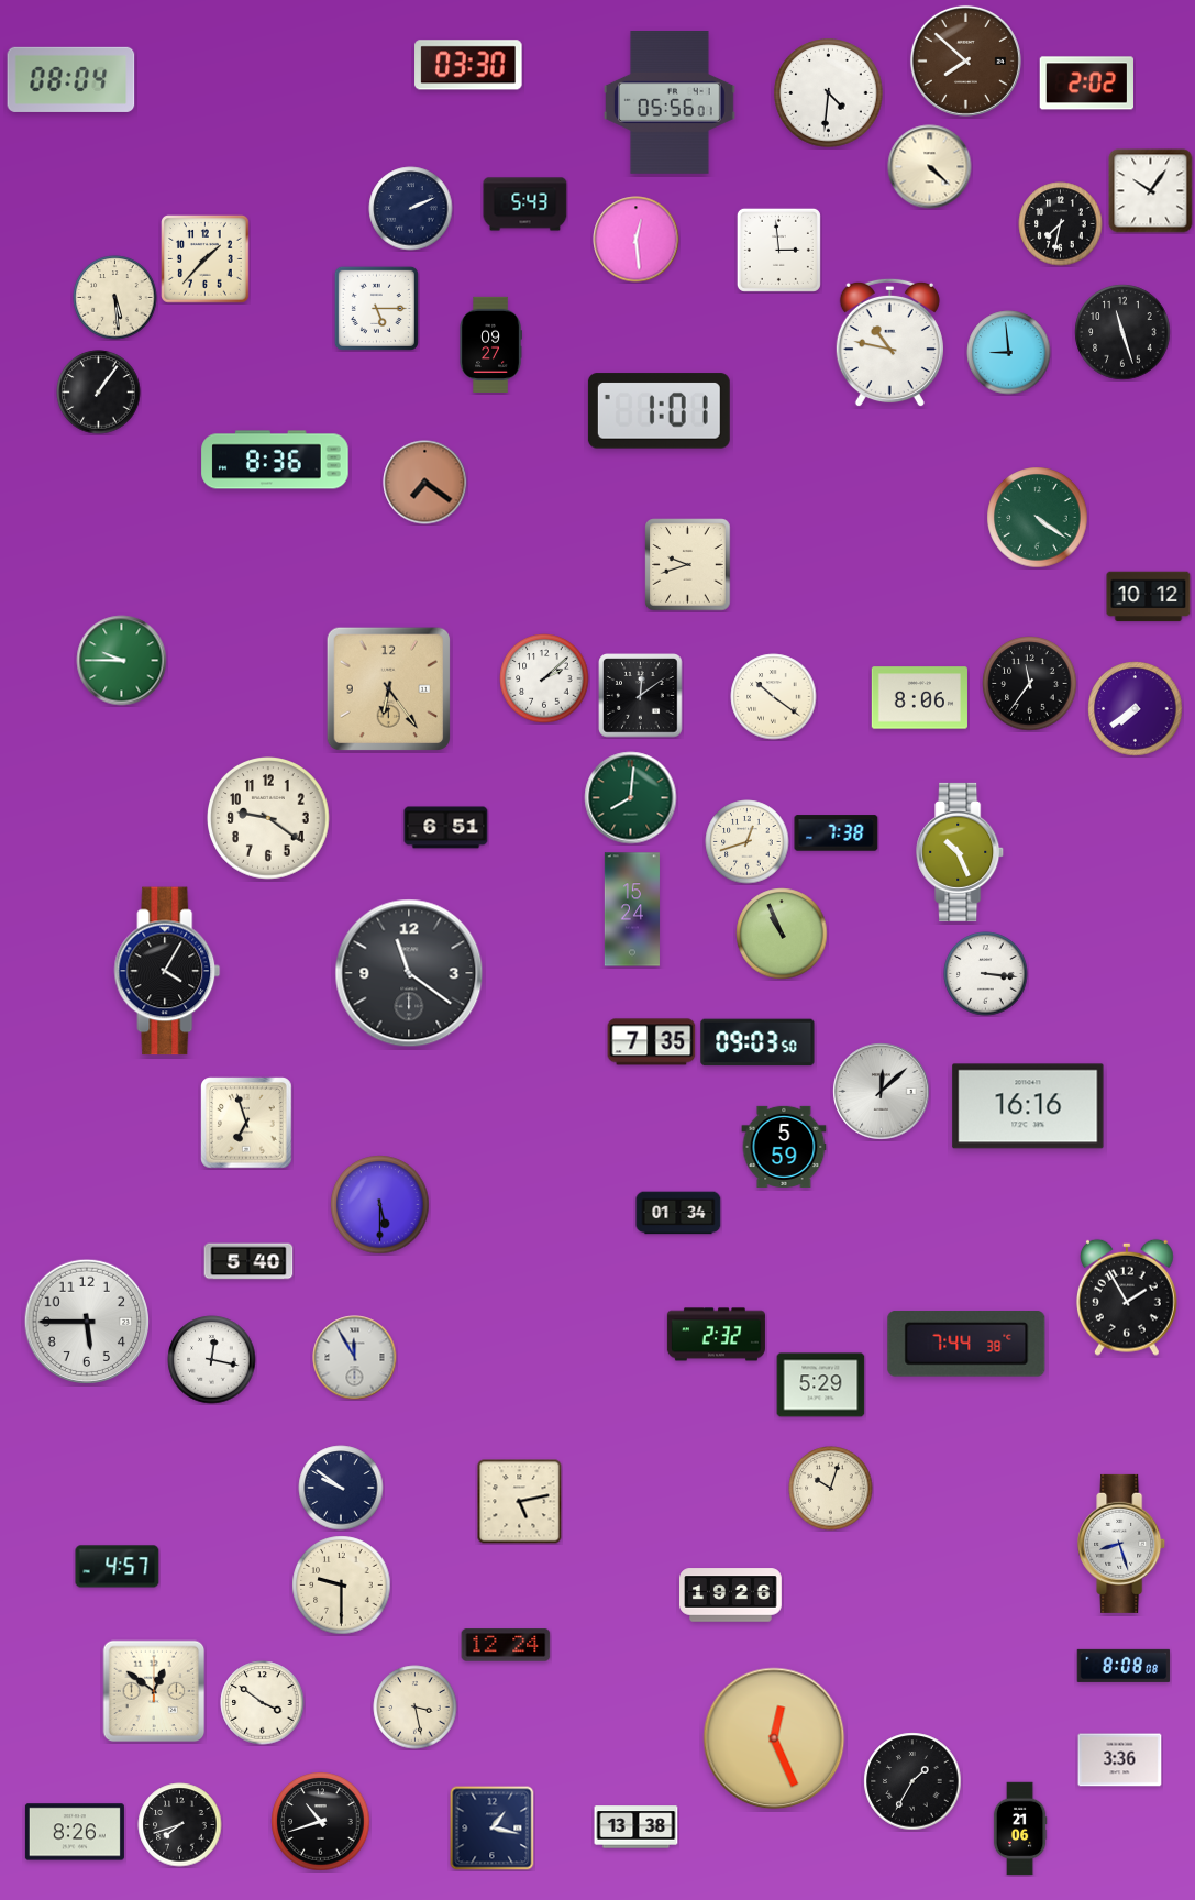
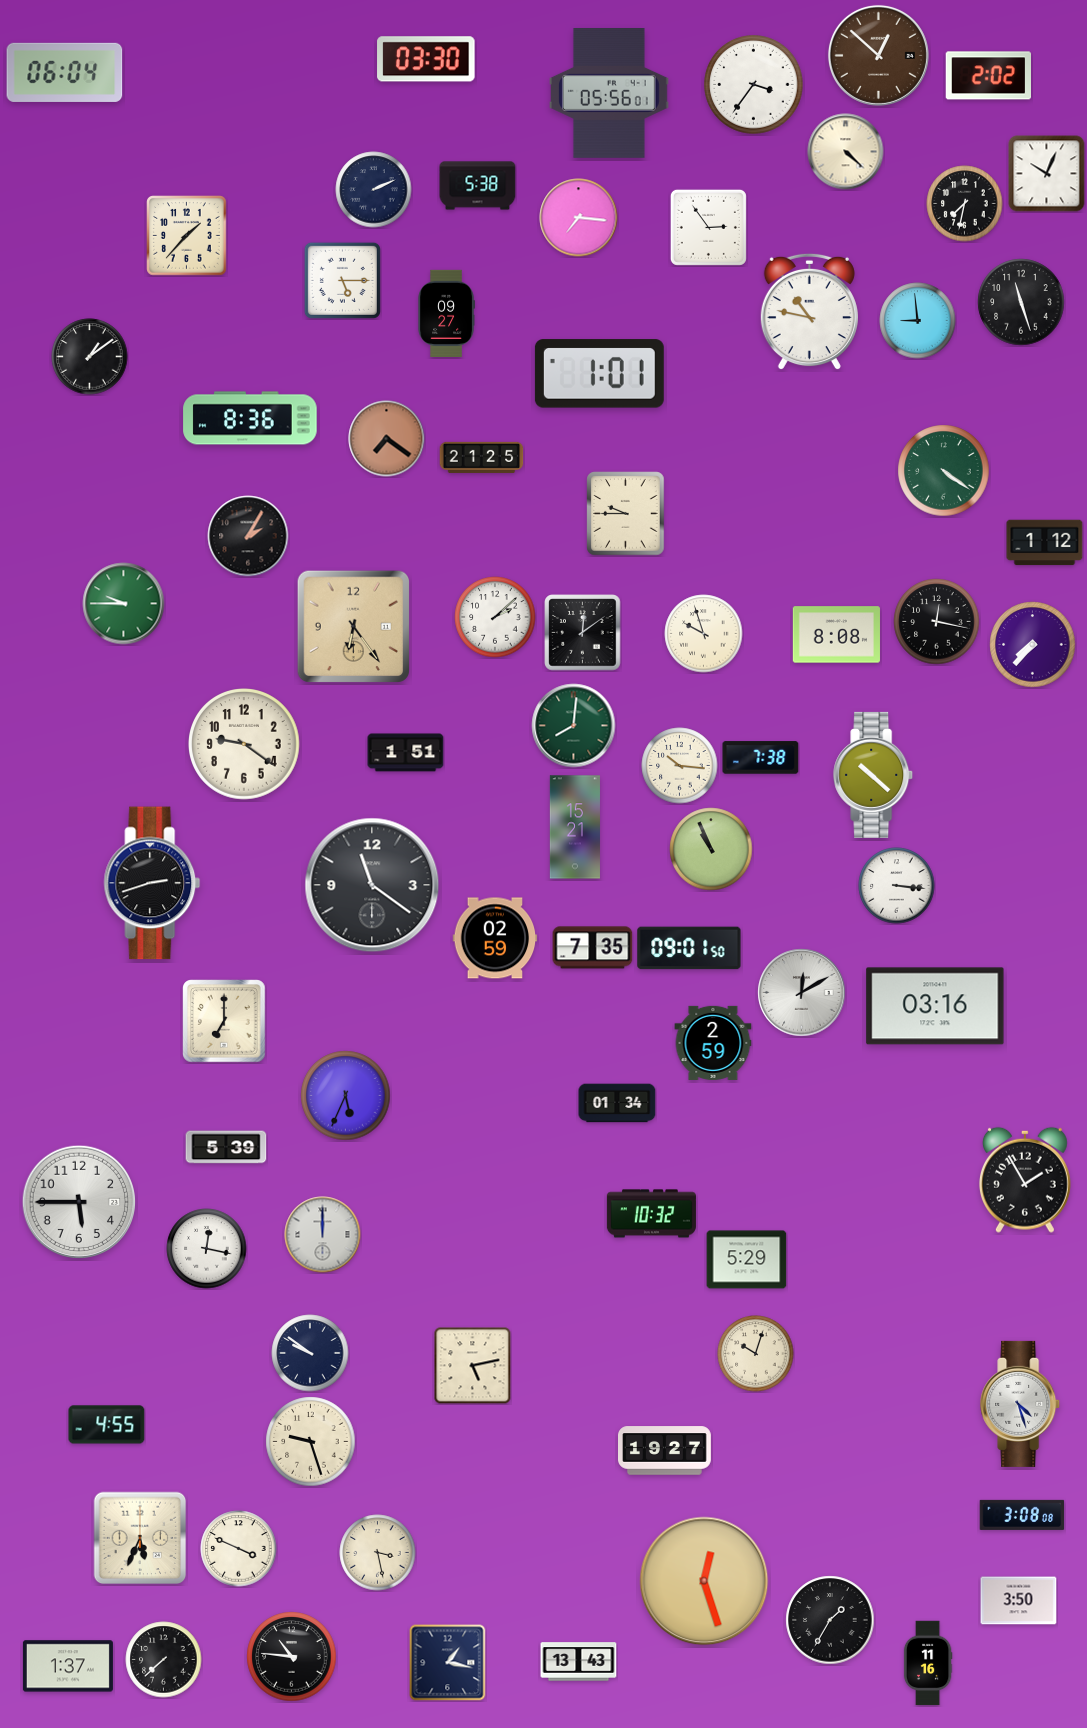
clock at (965, 60): 7:52 -> 12:52
clock at (71, 79): 08:04 -> 06:04
clock at (829, 93): 4:31 -> 3:36
clock at (1151, 191): 10:06 -> 10:04
clock at (525, 205): 5:43 -> 5:38
clock at (637, 240): 12:29 -> 7:16
clock at (778, 250): 2:59 -> 2:54
clock at (115, 298): 5:29 -> none
clock at (99, 393): 1:06 -> 1:09
clock at (482, 457): none -> 21:25
clock at (688, 565): 9:42 -> 9:45
clock at (248, 536): none -> 2:05
clock at (1149, 597): 10:12 -> 1:12
clock at (122, 661) position: (122, 661) -> (124, 604)
clock at (1030, 684): 11:36 -> 12:17
clock at (774, 697): 10:21 -> 9:57
clock at (919, 698): 8:06 -> 8:08
clock at (1136, 709): 7:39 -> 7:37
clock at (446, 828): 6:51 -> 1:51
clock at (748, 842): 12:42 -> 10:16
clock at (961, 852): 10:26 -> 10:22
clock at (632, 909): 15:24 -> 15:21
clock at (167, 971): 4:05 -> 2:42
clock at (495, 938): none -> 02:59
clock at (757, 1042): 09:03 -> 09:01
clock at (882, 1092): 12:08 -> 12:10
clock at (1028, 1106): 16:16 -> 03:16
clock at (246, 1123): 6:57 -> 7:00
clock at (784, 1147): 5:59 -> 2:59
clock at (380, 1205): 5:30 -> 5:34
clock at (248, 1261): 5:40 -> 5:39
clock at (716, 1335): 2:32 -> 10:32
clock at (966, 1345): 7:44 -> none
clock at (355, 1358): 11:55 -> 12:00
clock at (212, 1360) position: (212, 1360) -> (207, 1249)
clock at (1122, 1544): 8:27 -> 4:27
clock at (118, 1567): 4:57 -> 4:55
clock at (342, 1586): 9:30 -> 9:27
clock at (731, 1595): 19:26 -> 19:27
clock at (506, 1645): 12:24 -> none
clock at (1124, 1666): 8:08 -> 3:08
clock at (154, 1691): 12:51 -> 5:34
clock at (263, 1703): 3:51 -> 3:49
clock at (774, 1738): 12:26 -> 12:27
clock at (1120, 1760): 3:36 -> 3:50
clock at (321, 1822): 10:42 -> 10:46
clock at (180, 1825): 7:42 -> 7:38
clock at (637, 1827): 13:38 -> 13:43
clock at (1020, 1829): 21:06 -> 11:16
clock at (75, 1832): 8:26 -> 1:37
